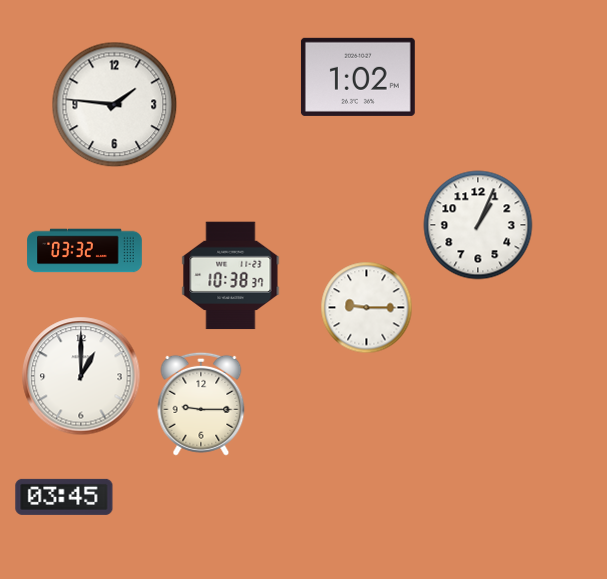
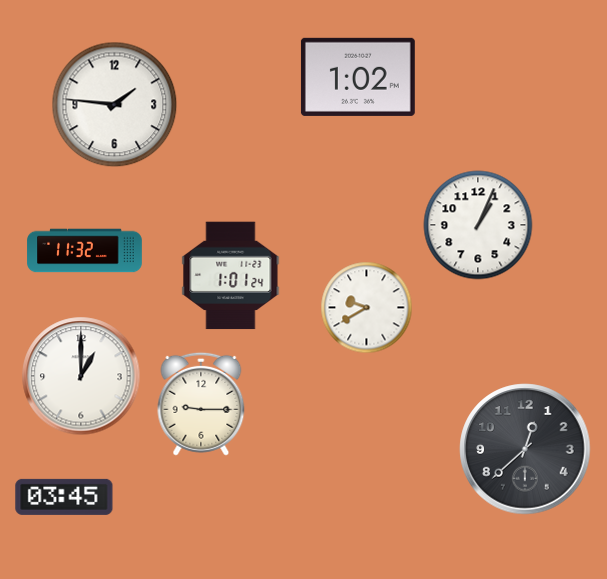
clock at (85, 251): 03:32 -> 11:32
clock at (231, 276): 10:38 -> 1:01
clock at (367, 308): 9:15 -> 9:40
clock at (525, 449): none -> 12:38
